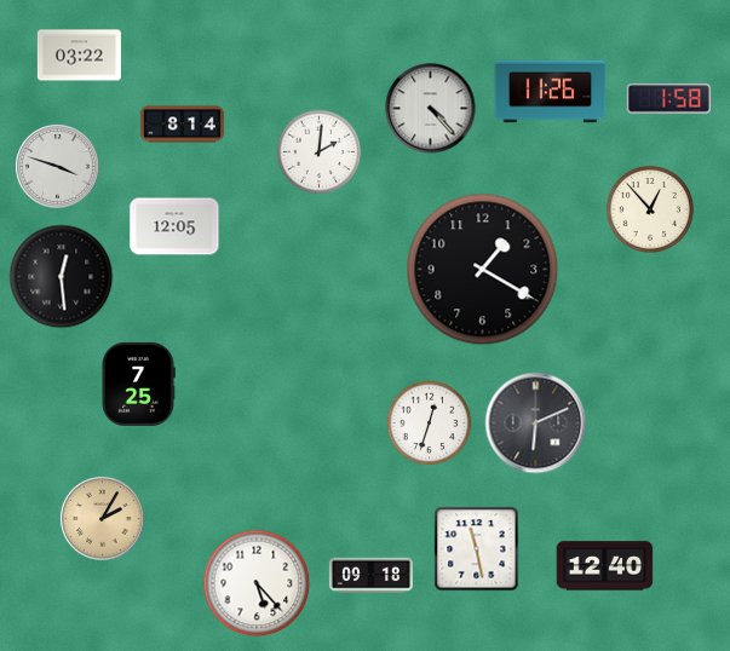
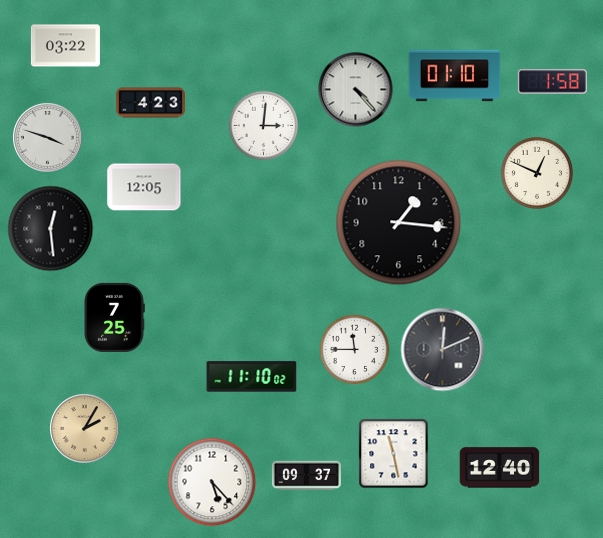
clock at (551, 92): 11:26 -> 01:10
clock at (182, 125): 8:14 -> 4:23
clock at (320, 152): 2:01 -> 3:01
clock at (650, 209): 12:53 -> 12:49
clock at (483, 270): 1:20 -> 1:16
clock at (430, 424): 12:33 -> 11:45
clock at (536, 424): 6:11 -> 12:11
clock at (252, 377): none -> 11:10
clock at (370, 576): 09:18 -> 09:37
